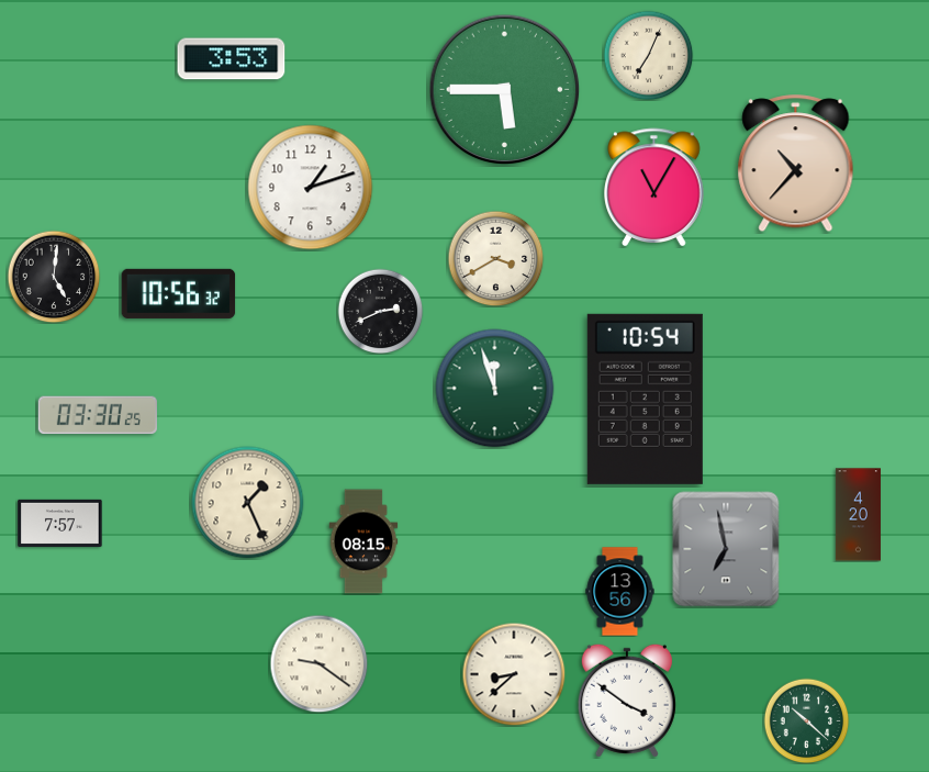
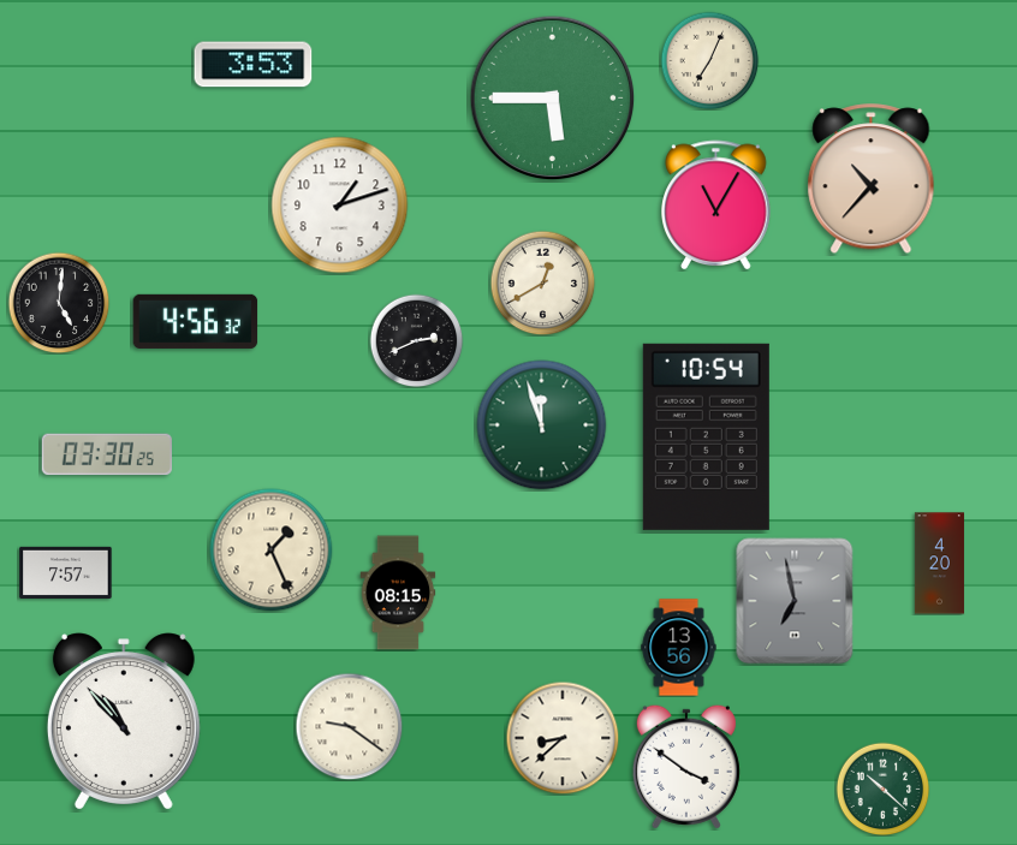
clock at (495, 258): 3:40 -> 12:40
clock at (179, 293): 10:56 -> 4:56
clock at (124, 721): none -> 10:53
